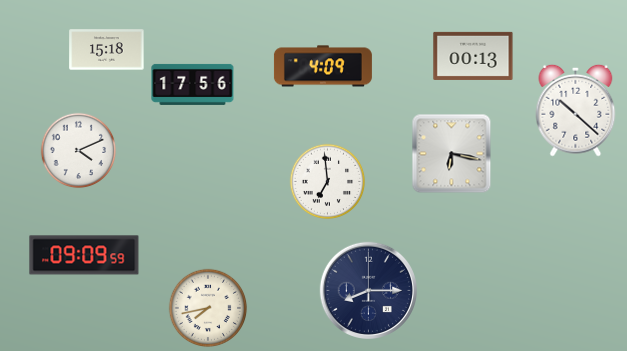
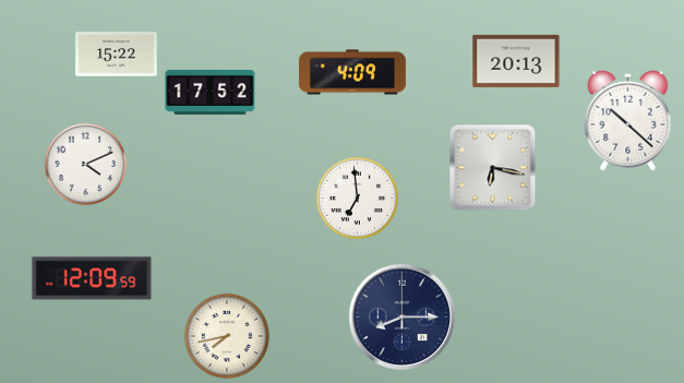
clock at (107, 50): 15:18 -> 15:22
clock at (473, 56): 00:13 -> 20:13
clock at (193, 84): 17:56 -> 17:52
clock at (84, 255): 09:09 -> 12:09
